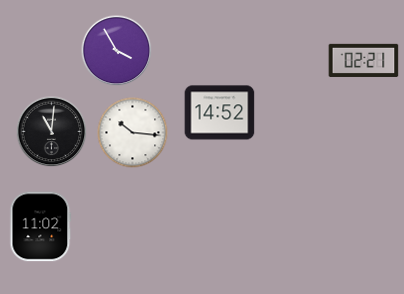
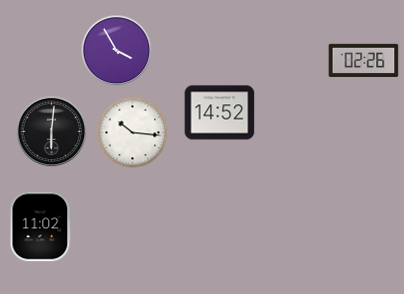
clock at (364, 60): 02:21 -> 02:26
clock at (52, 132): 11:01 -> 6:01
